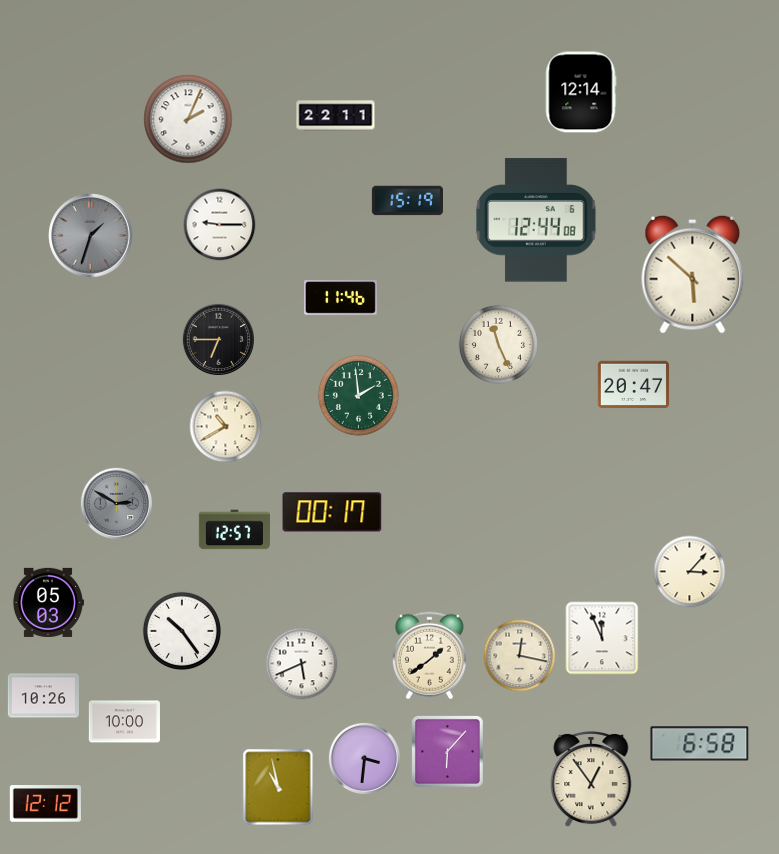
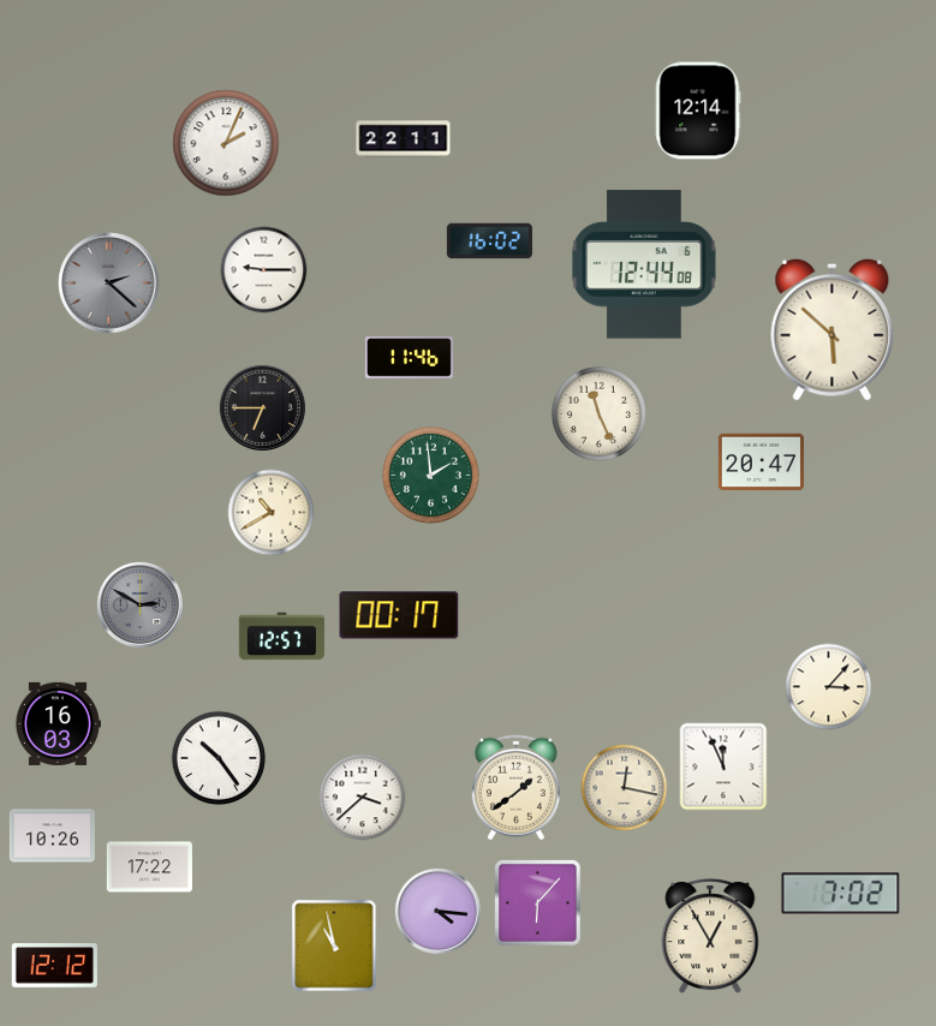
clock at (407, 201): 15:19 -> 16:02
clock at (91, 236): 1:33 -> 2:22
clock at (48, 602): 05:03 -> 16:03
clock at (302, 664): 5:41 -> 3:38
clock at (124, 722): 10:00 -> 17:22
clock at (700, 744): 6:58 -> 7:02
clock at (364, 758): 3:31 -> 4:16
clock at (591, 779): 12:54 -> 12:55
